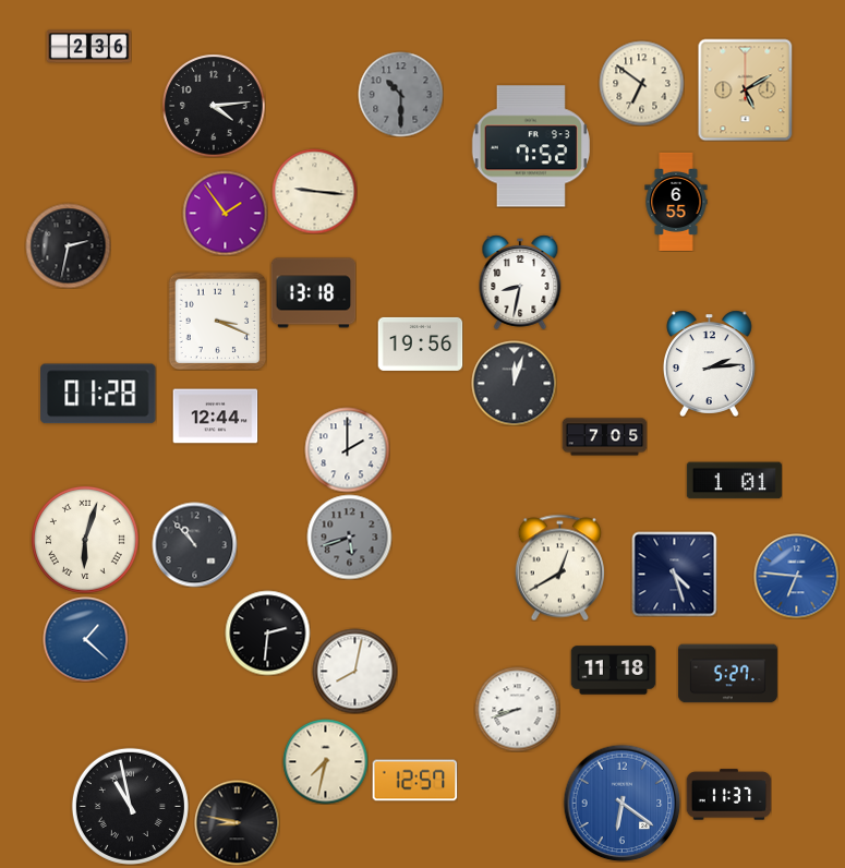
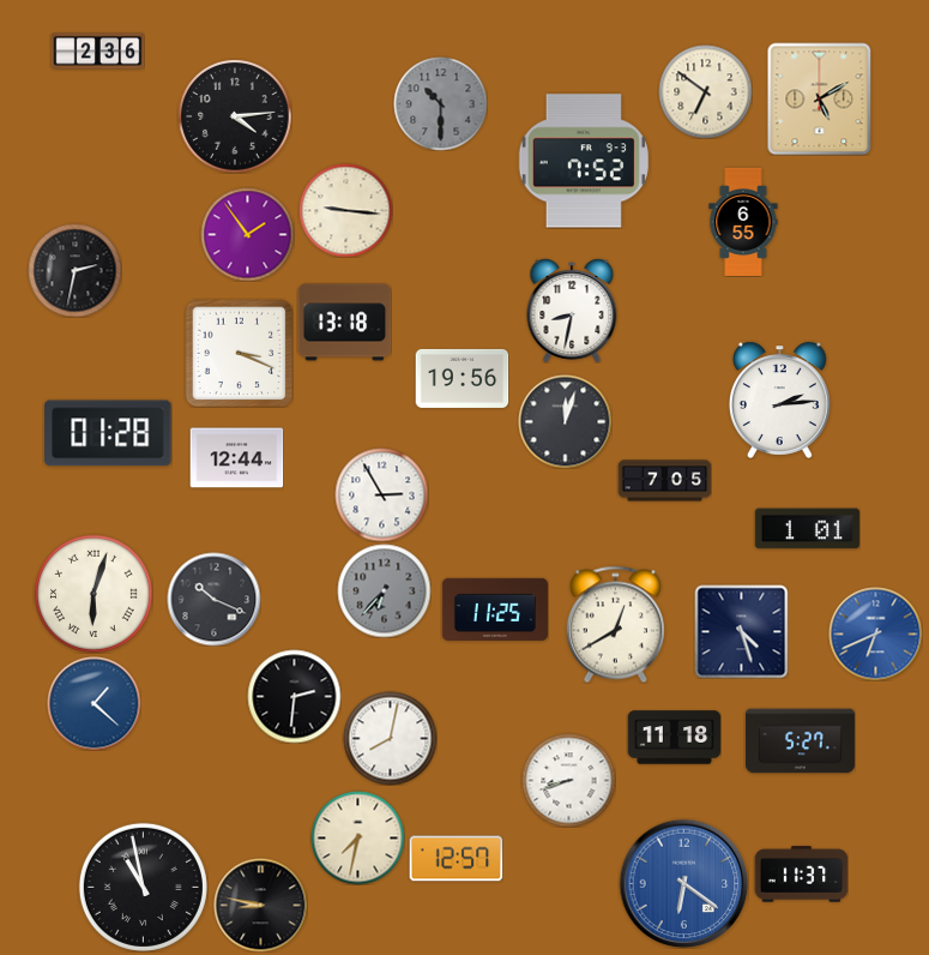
clock at (347, 449): 2:00 -> 2:55
clock at (349, 537): 5:42 -> 6:37
clock at (194, 544): 10:53 -> 10:19
clock at (495, 609): none -> 11:25
clock at (796, 576): 6:46 -> 6:41
